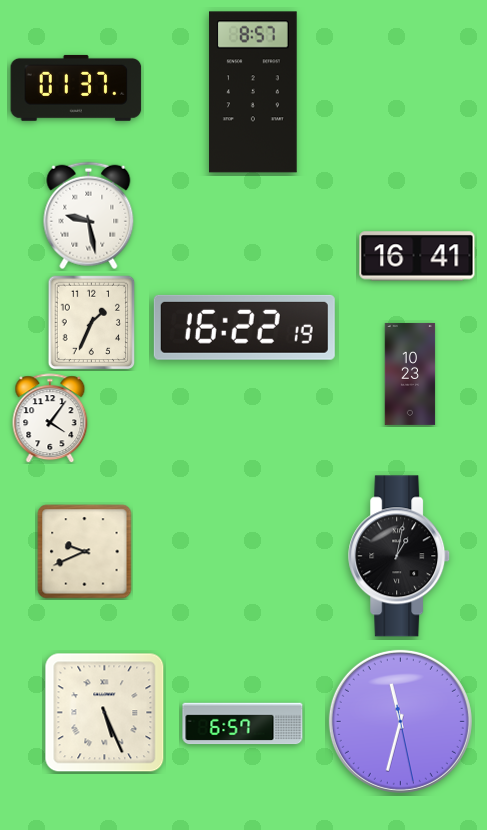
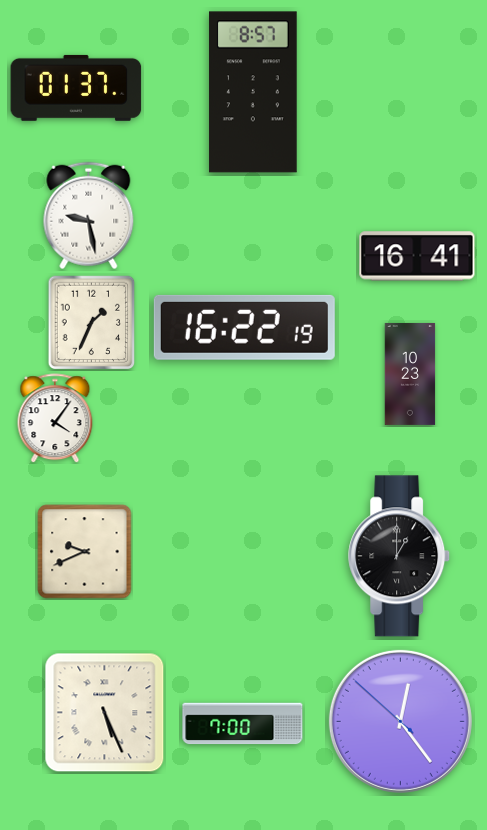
clock at (50, 418) position: (50, 418) -> (55, 418)
clock at (400, 556): 1:02 -> 1:00
clock at (400, 721): 11:32 -> 12:23
clock at (243, 724): 6:57 -> 7:00
